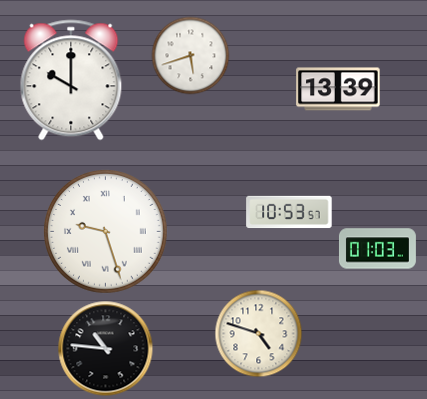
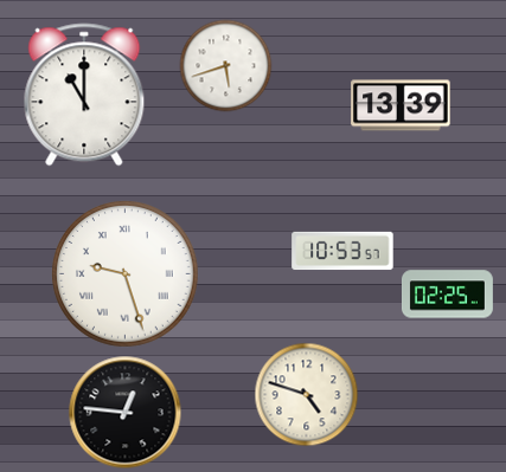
clock at (71, 80): 10:00 -> 11:00
clock at (377, 249): 01:03 -> 02:25
clock at (105, 348): 10:46 -> 12:46
